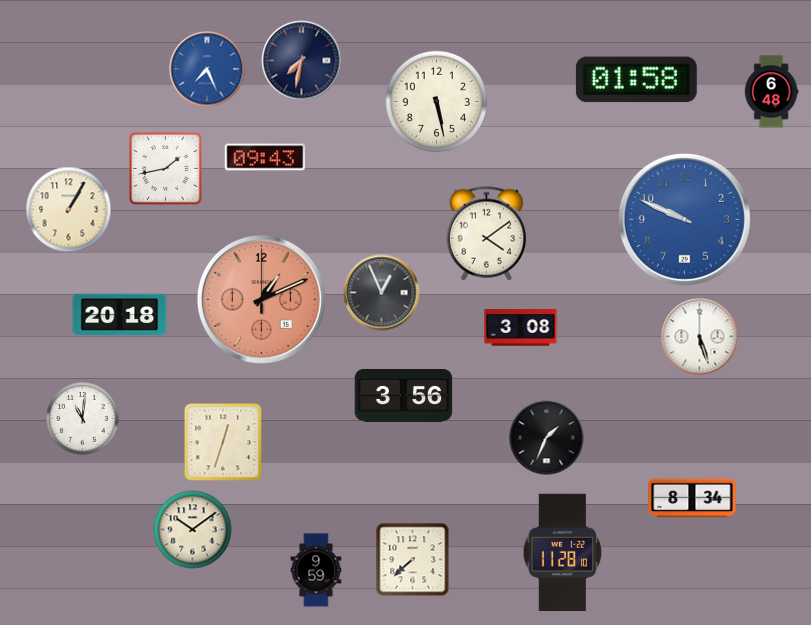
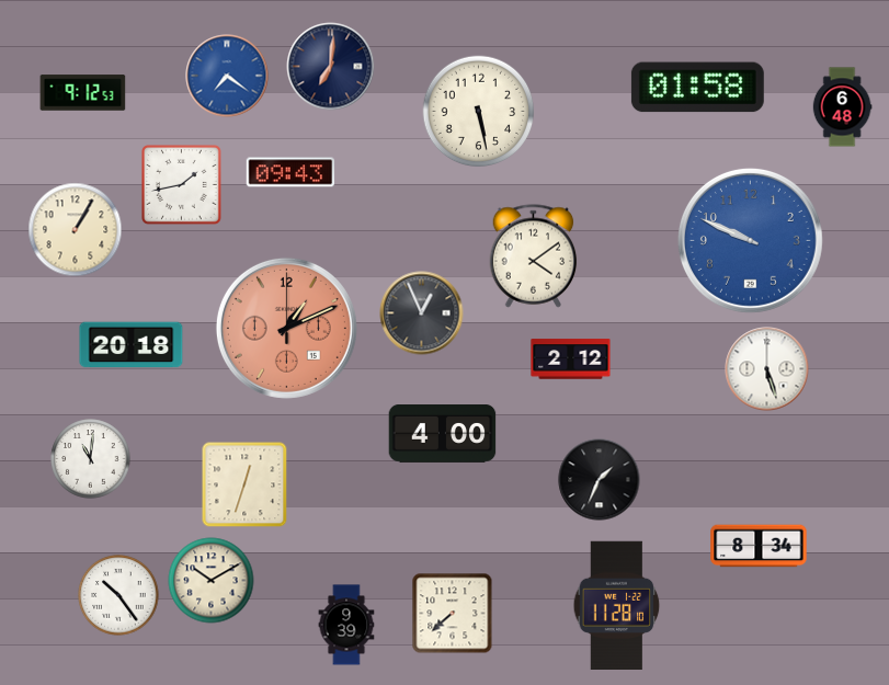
clock at (302, 61): 7:32 -> 7:01
clock at (207, 69): 7:26 -> 7:21
clock at (83, 93): none -> 9:12
clock at (771, 92) position: (771, 92) -> (842, 107)
clock at (382, 293) position: (382, 293) -> (422, 313)
clock at (521, 328): 3:08 -> 2:12
clock at (404, 396): 3:56 -> 4:00
clock at (193, 530): 10:09 -> 10:10
clock at (118, 595): none -> 10:24
clock at (316, 570): 9:59 -> 9:39
